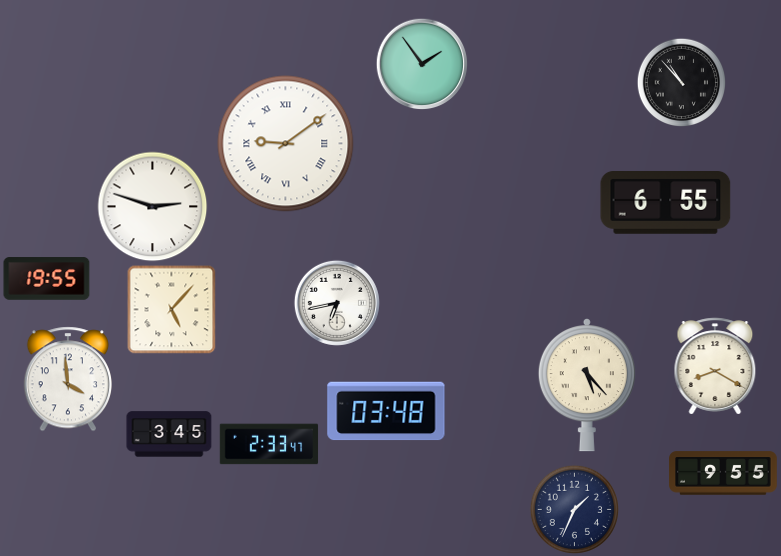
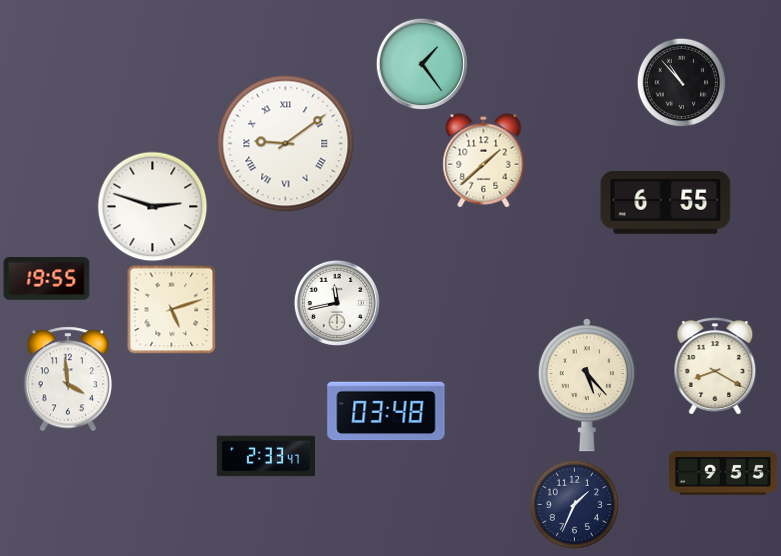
clock at (422, 64): 1:54 -> 1:24
clock at (484, 161): none -> 1:38
clock at (337, 303): 6:43 -> 11:43
clock at (171, 309): 5:07 -> 5:12
clock at (169, 434): 3:45 -> none
clock at (269, 444) position: (269, 444) -> (266, 456)
clock at (574, 509) position: (574, 509) -> (574, 504)
